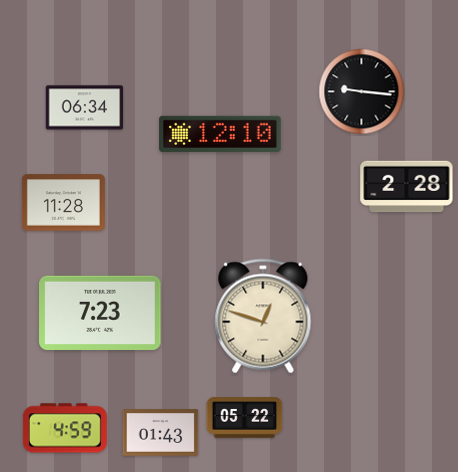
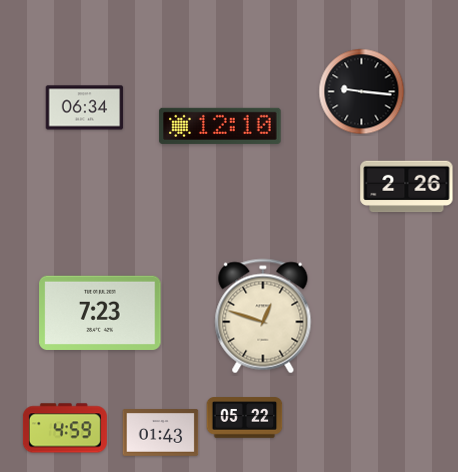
clock at (220, 134) position: (220, 134) -> (220, 126)
clock at (407, 187): 2:28 -> 2:26
clock at (63, 203): 11:28 -> none
